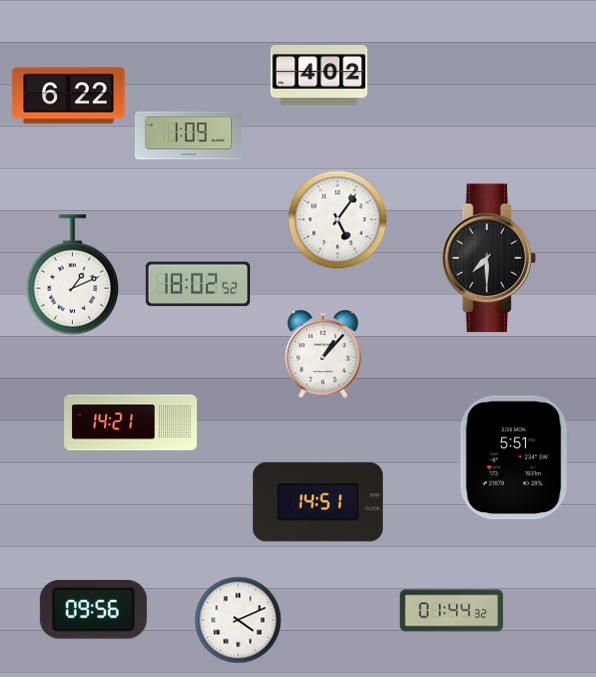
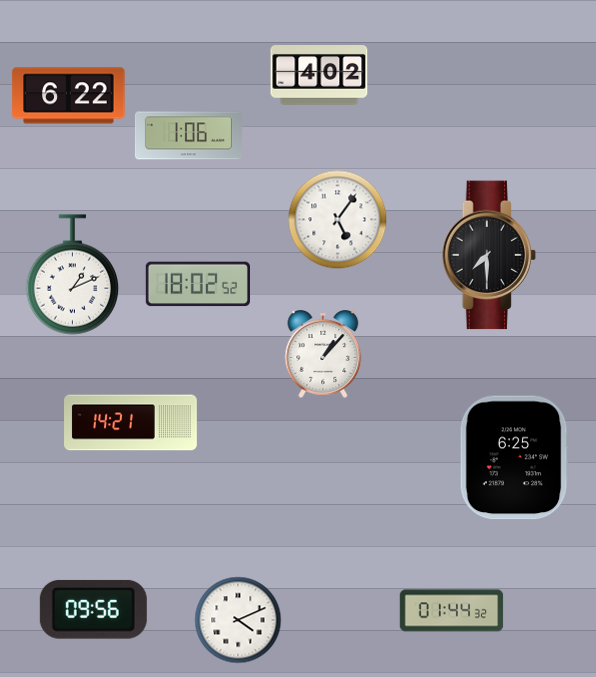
clock at (188, 136): 1:09 -> 1:06
clock at (489, 258) position: (489, 258) -> (489, 255)
clock at (514, 458): 5:51 -> 6:25
clock at (318, 502): 14:51 -> none
